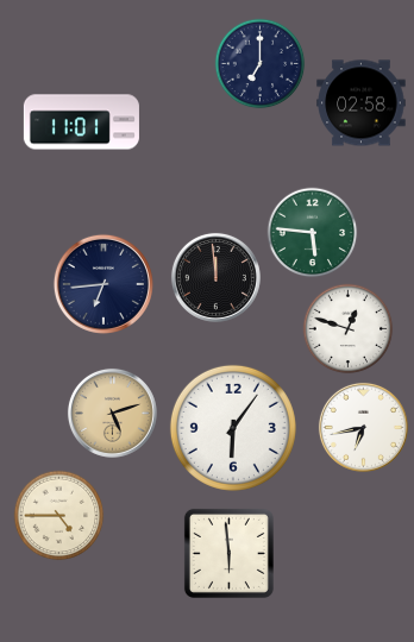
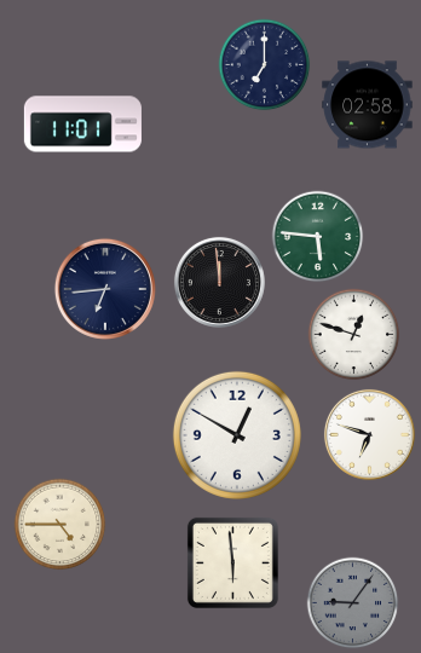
clock at (112, 413): 5:12 -> none
clock at (363, 427): 6:43 -> 6:48
clock at (233, 428): 6:06 -> 12:50
clock at (353, 603): none -> 9:06
